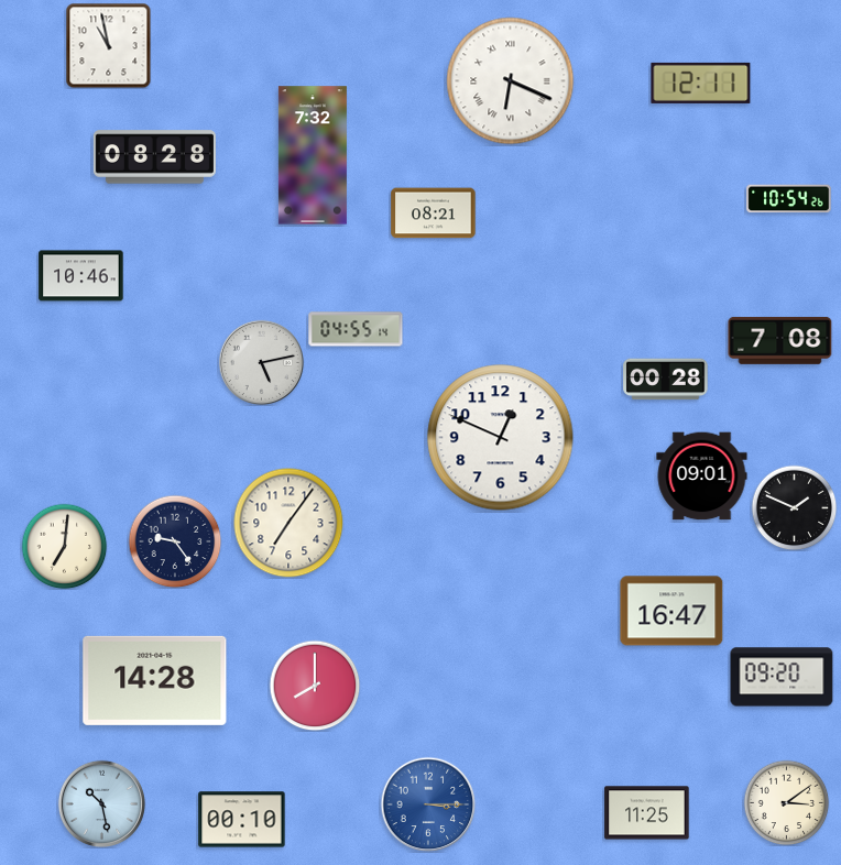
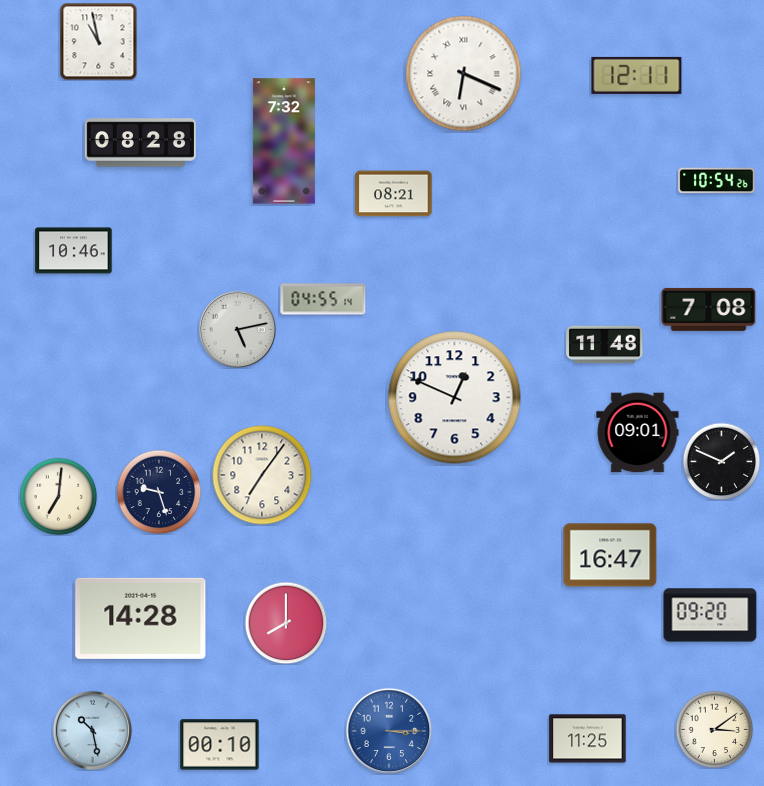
clock at (666, 380): 00:28 -> 11:48
clock at (175, 541): 9:24 -> 9:27
